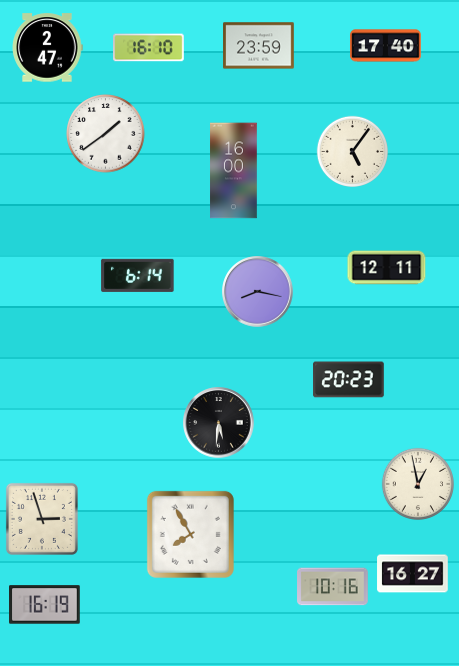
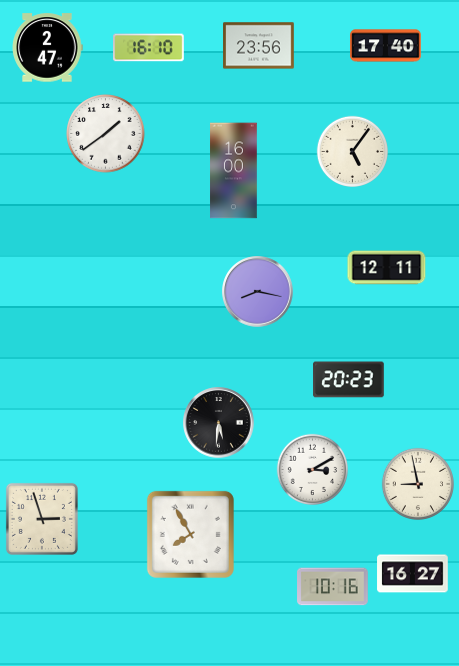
clock at (259, 46): 23:59 -> 23:56
clock at (138, 275): 6:14 -> none
clock at (312, 469): none -> 3:10
clock at (418, 484): 12:58 -> 8:58
clock at (45, 605): 16:19 -> none
